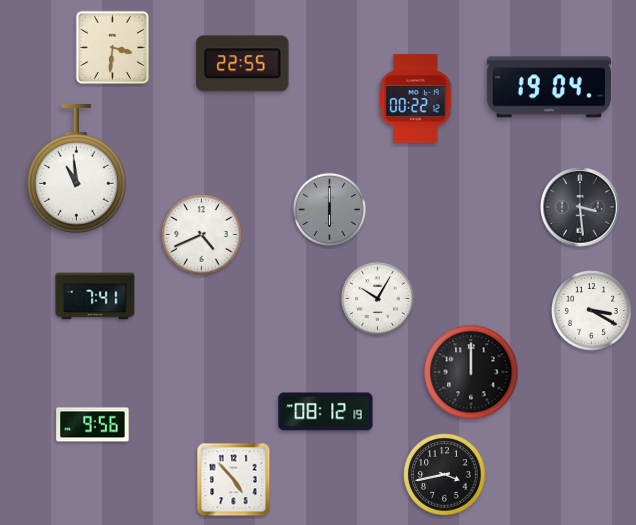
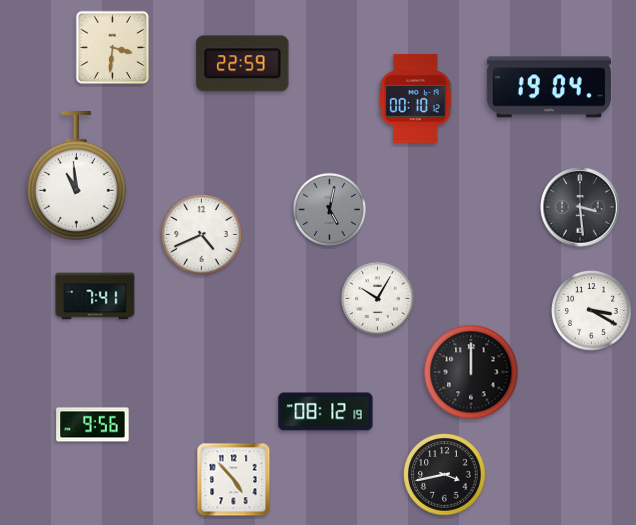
clock at (243, 64): 22:55 -> 22:59
clock at (416, 98): 00:22 -> 00:10
clock at (76, 169) position: (76, 169) -> (76, 176)
clock at (329, 209): 6:00 -> 5:02
